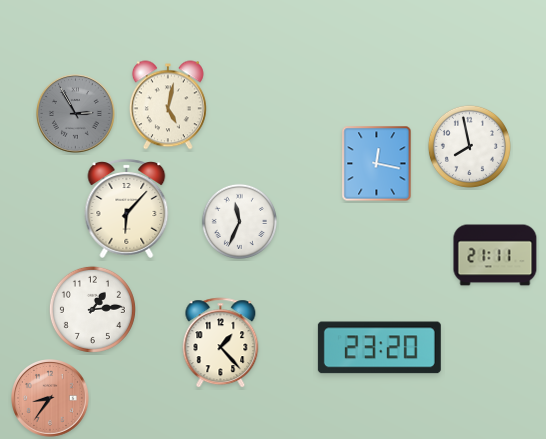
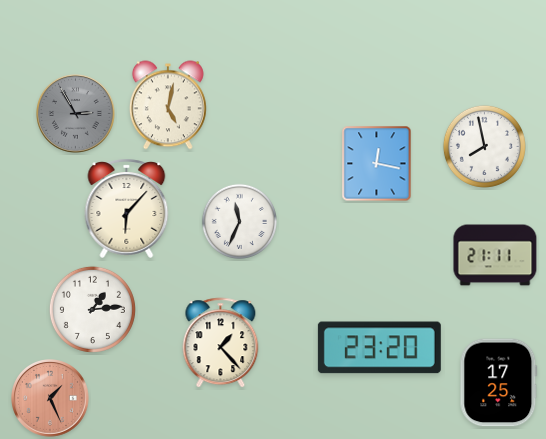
clock at (469, 146) position: (469, 146) -> (484, 146)
clock at (499, 383): none -> 17:25
clock at (51, 399): 8:36 -> 1:26
